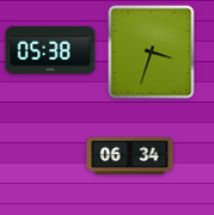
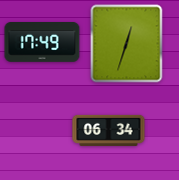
clock at (50, 51): 05:38 -> 17:49
clock at (152, 53): 3:33 -> 12:33
